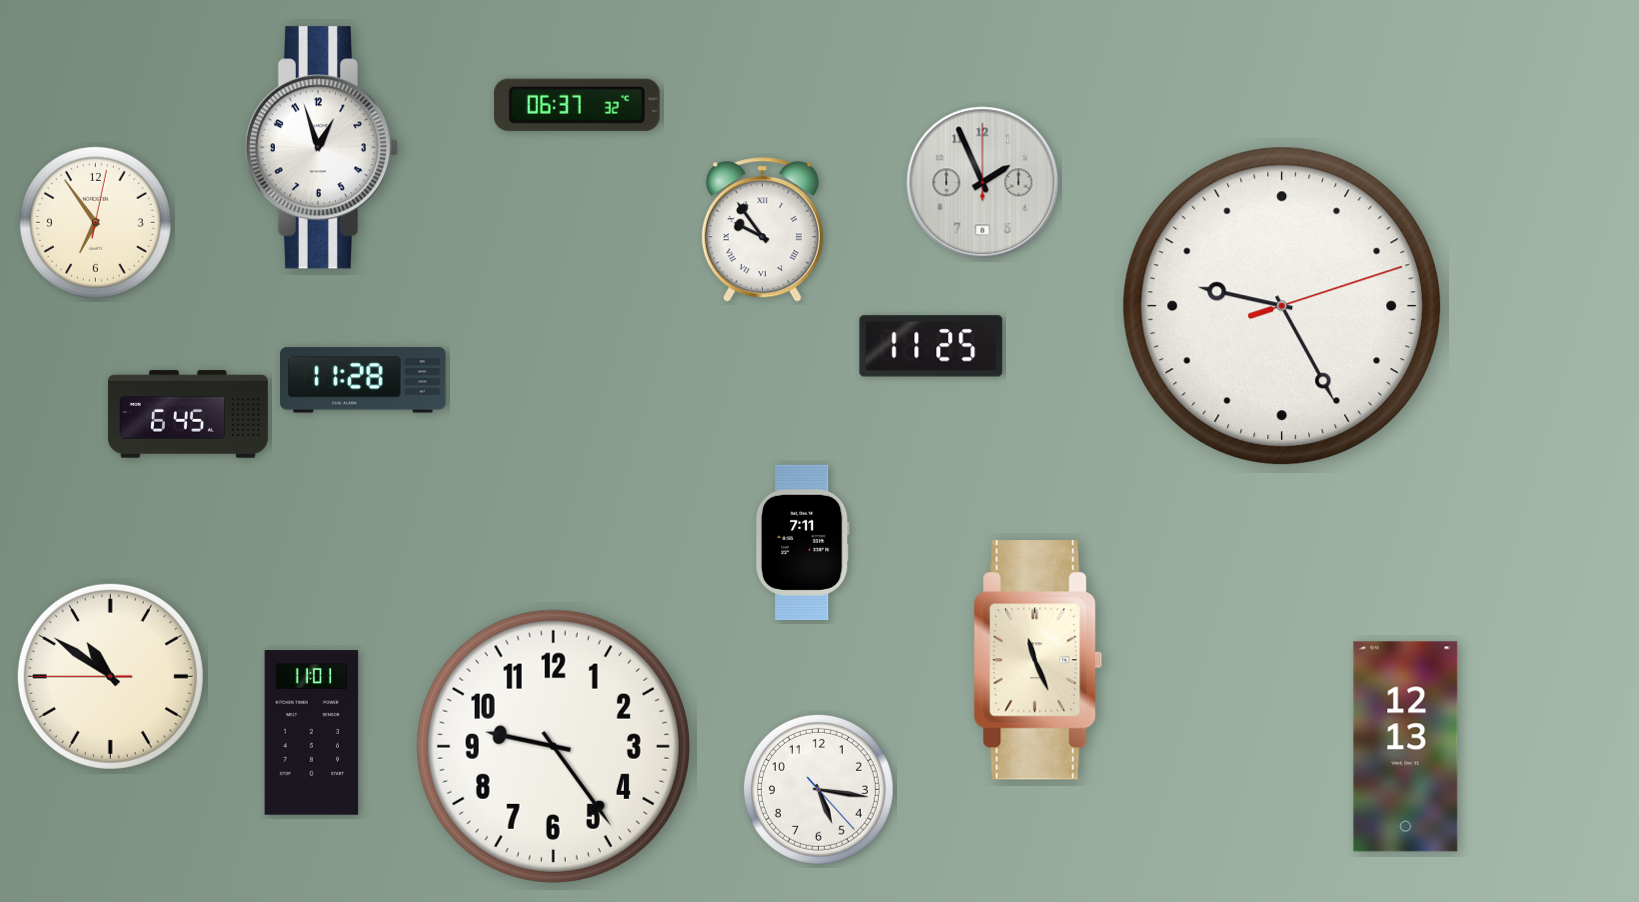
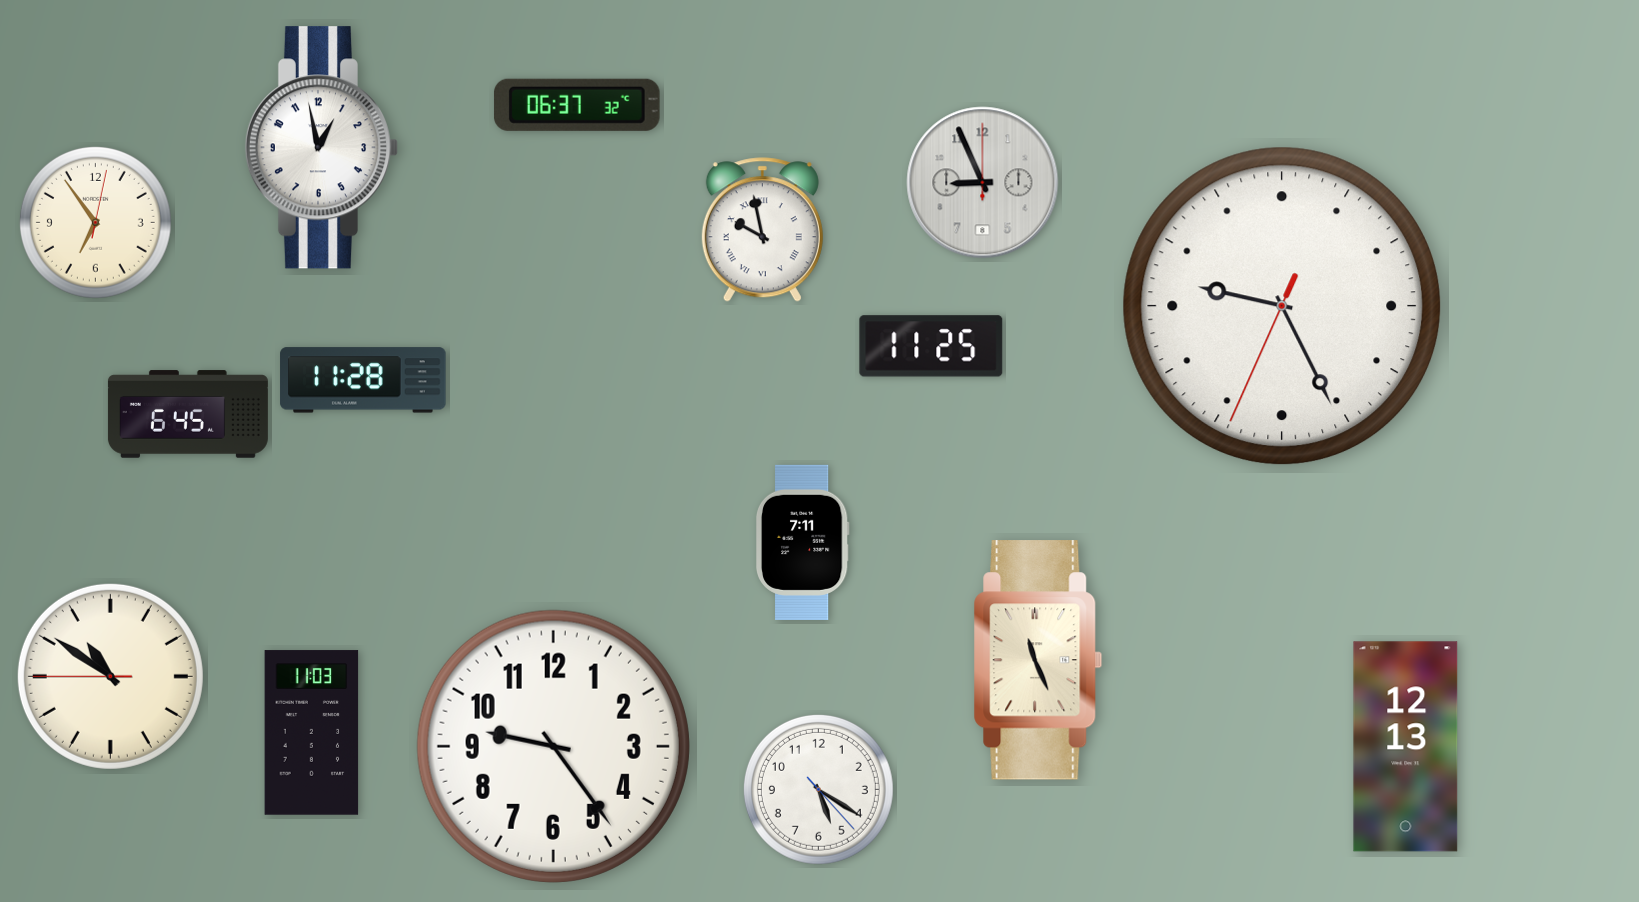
clock at (322, 148): 12:57 -> 12:58
clock at (983, 183): 1:56 -> 8:56
clock at (762, 230): 9:54 -> 9:58
clock at (1282, 306): 9:25:12 -> 9:25:34
clock at (312, 733): 11:01 -> 11:03
clock at (818, 789): 5:16 -> 5:20
